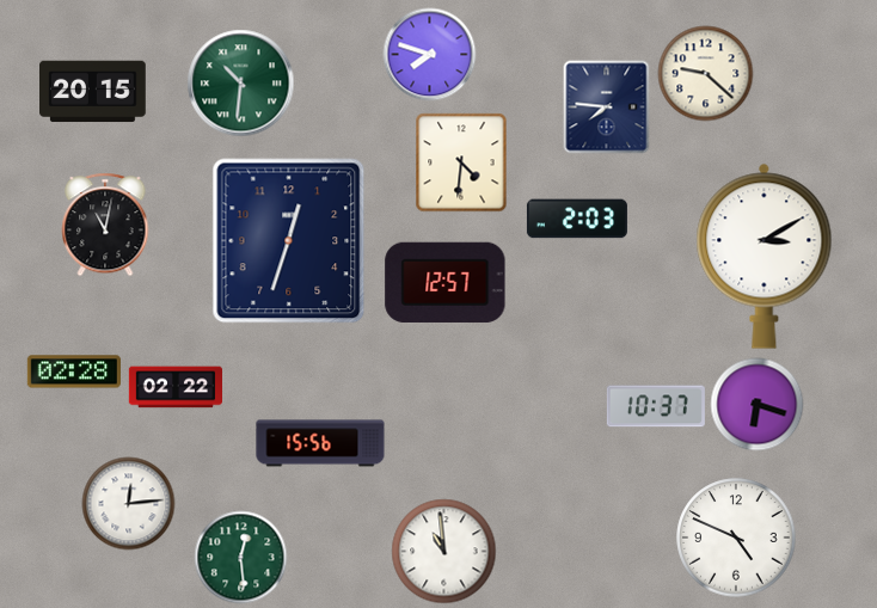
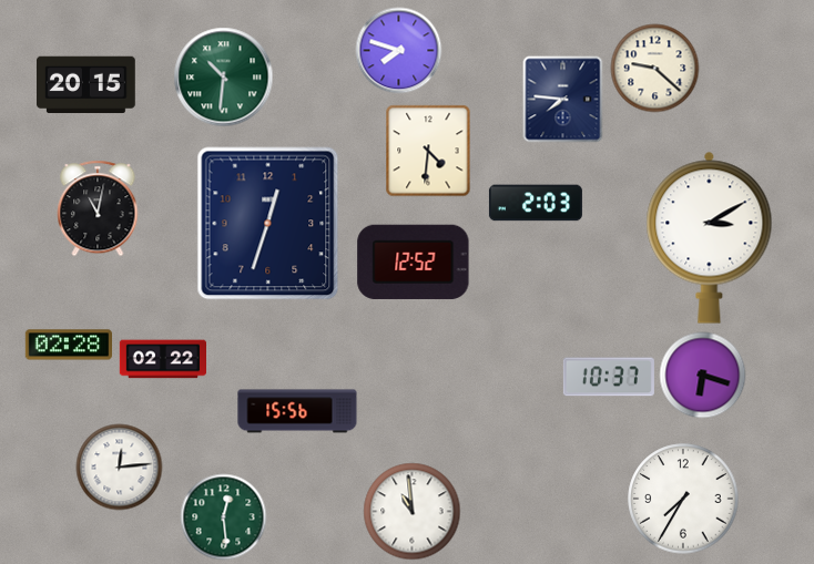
clock at (446, 282): 12:57 -> 12:52
clock at (736, 538): 4:49 -> 7:35
